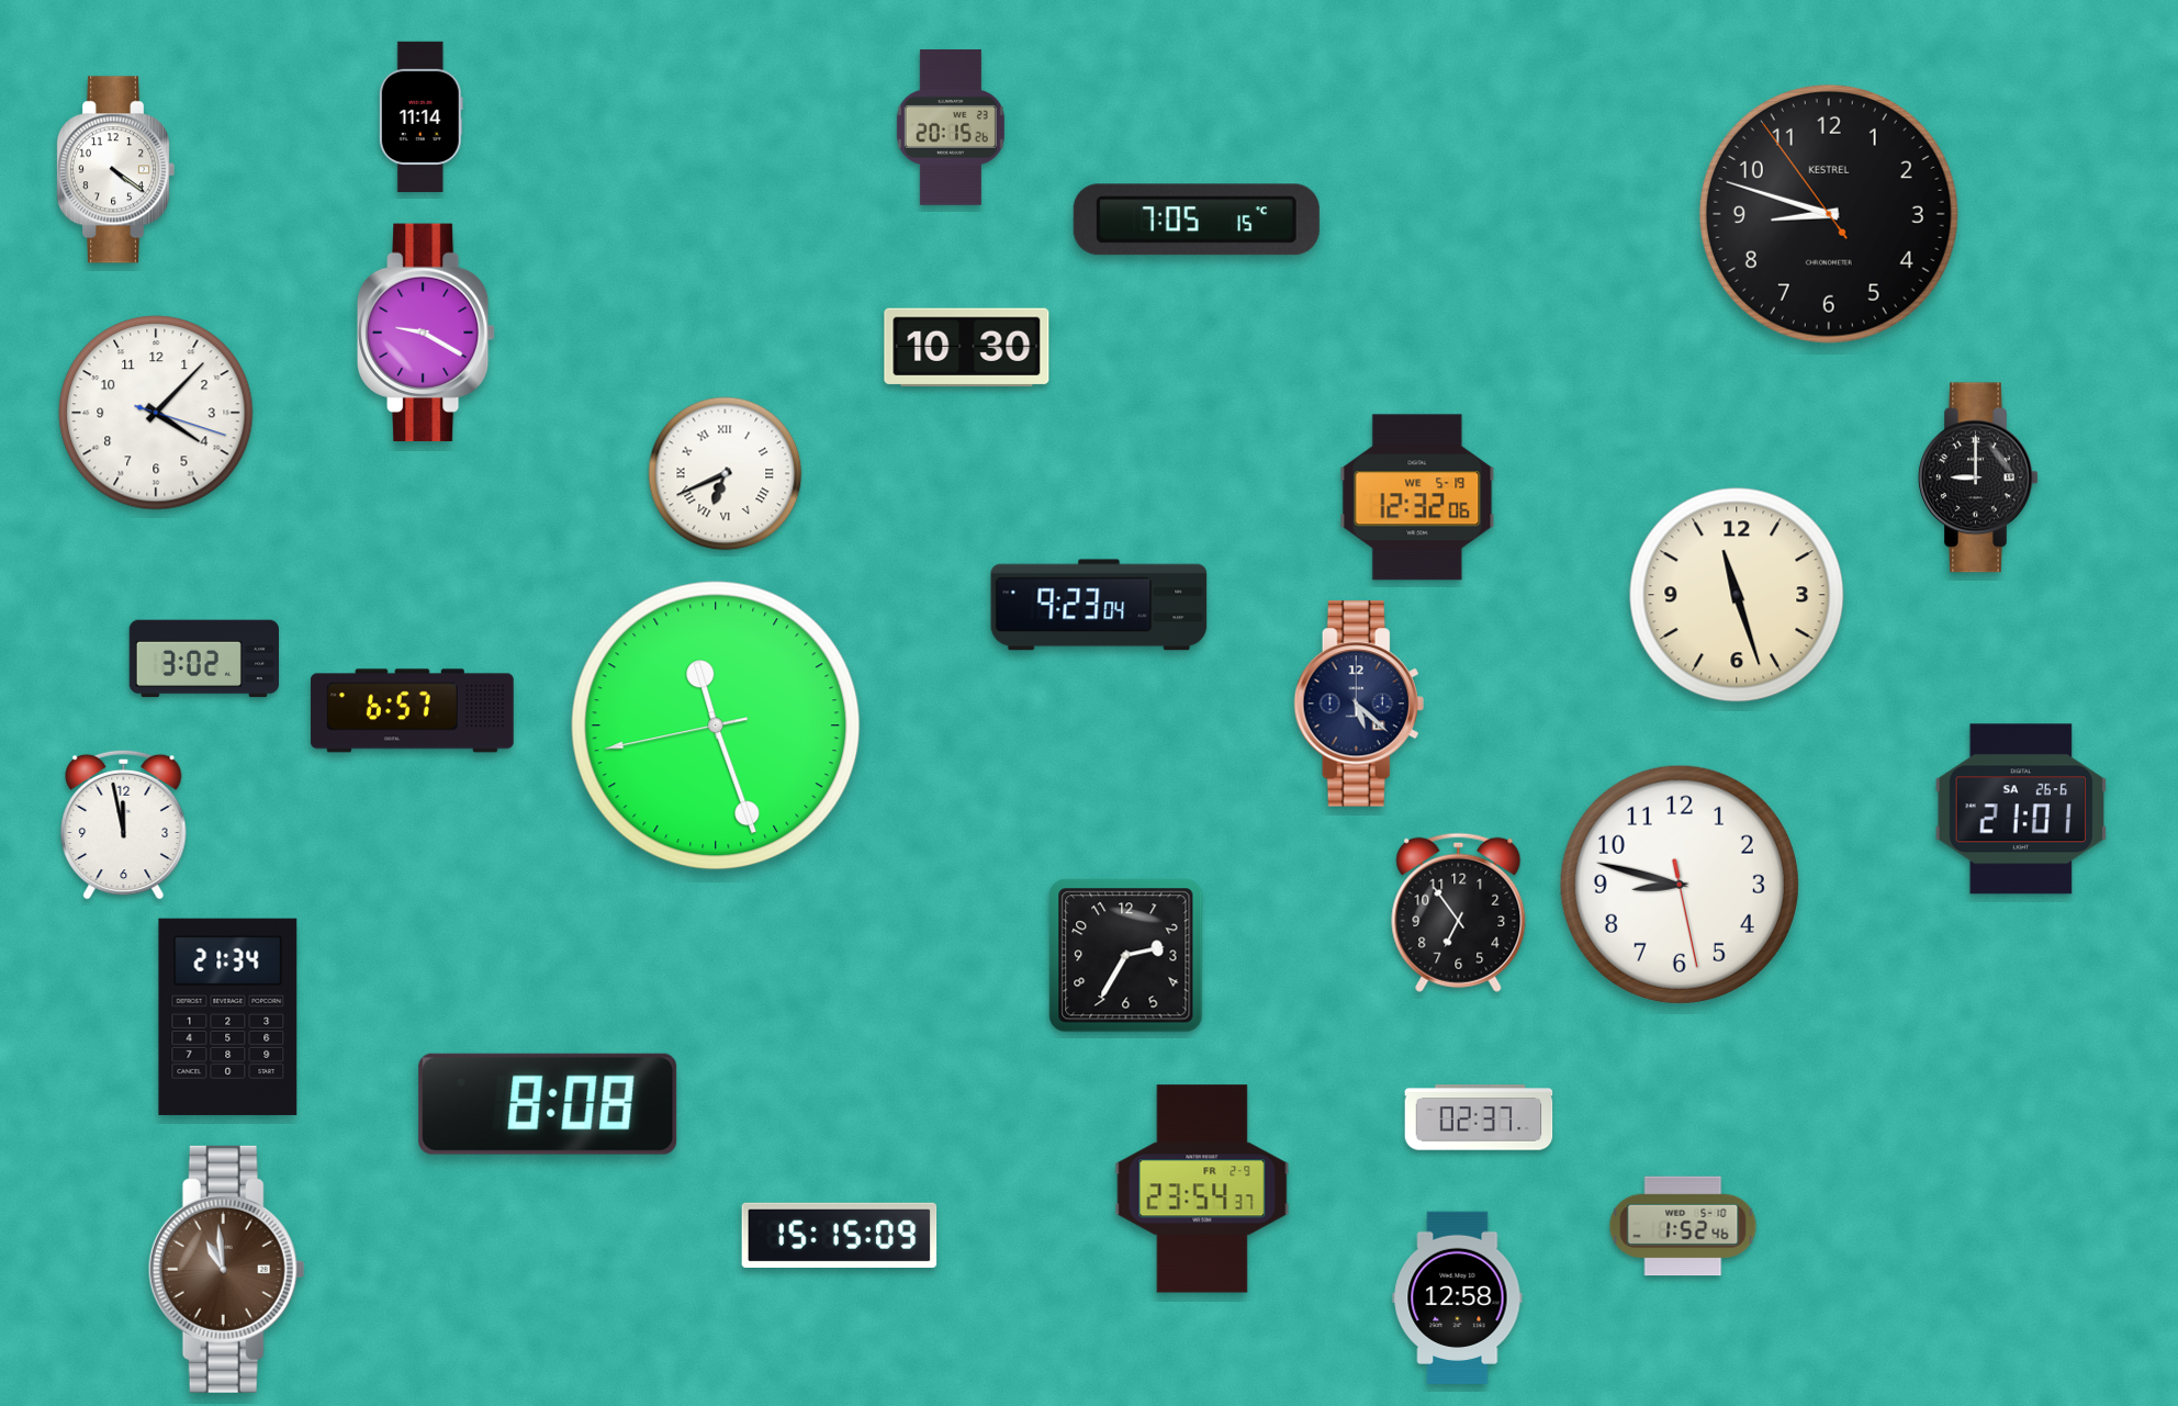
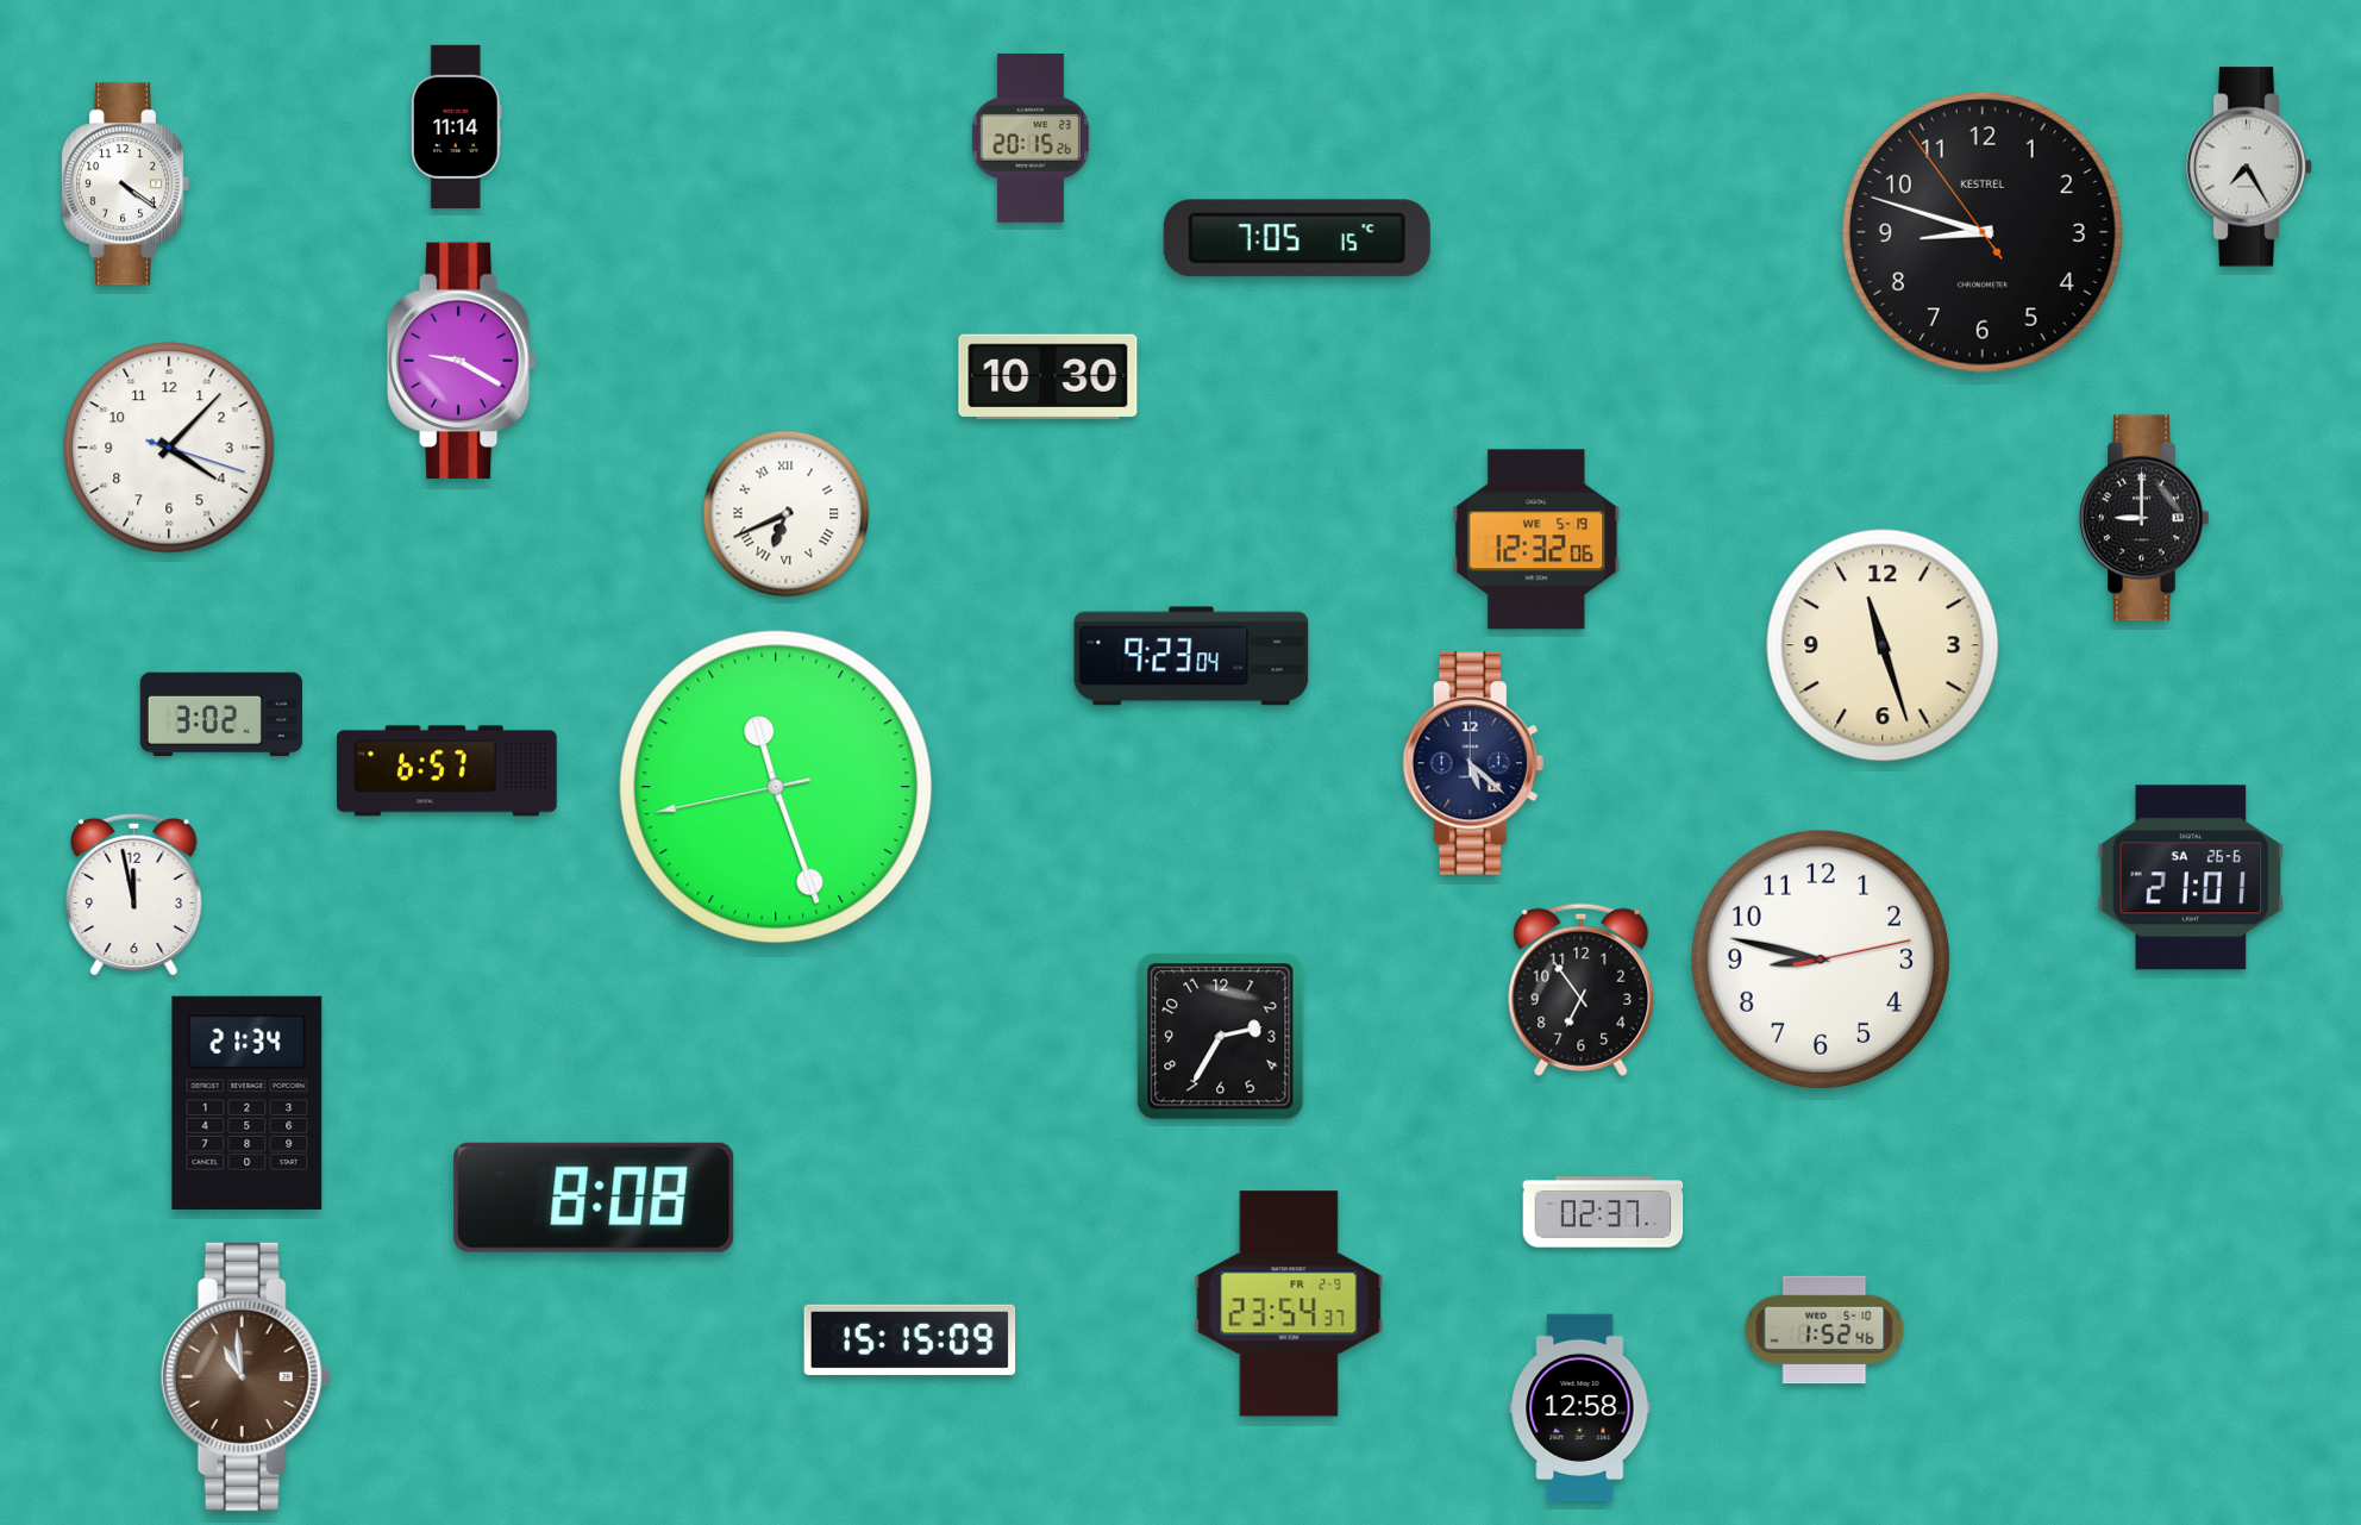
clock at (2249, 167): none -> 7:25
clock at (1680, 885): 8:47:28 -> 8:47:13
clock at (1202, 1189) position: (1202, 1189) -> (1289, 1304)
